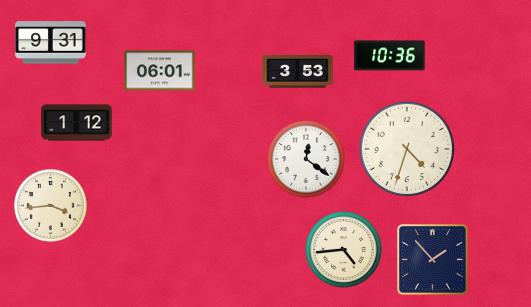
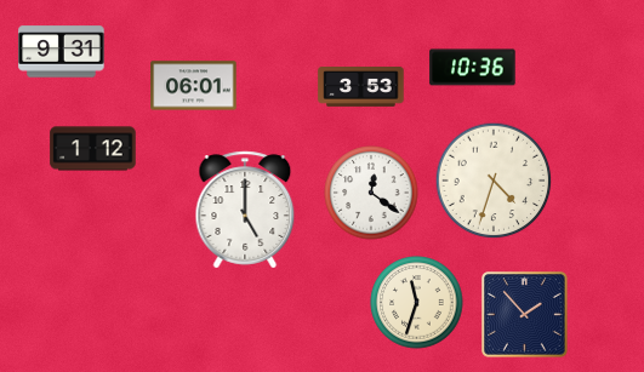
clock at (245, 210): none -> 5:00
clock at (50, 205): 3:44 -> none
clock at (344, 250): 4:44 -> 11:33
